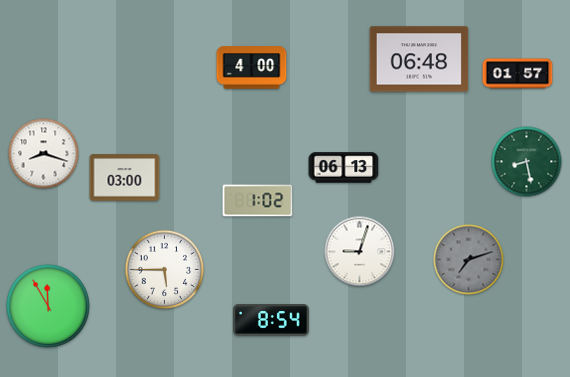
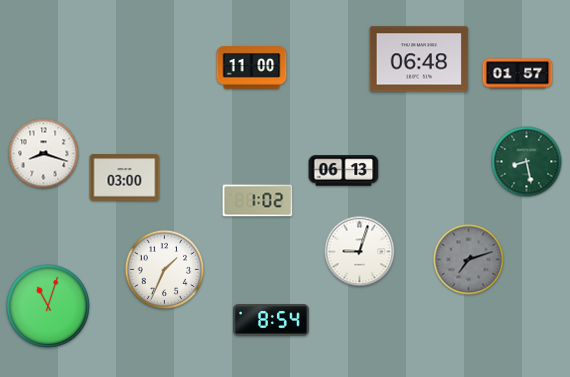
clock at (252, 68): 4:00 -> 11:00
clock at (344, 168) position: (344, 168) -> (344, 171)
clock at (165, 270): 5:45 -> 1:34
clock at (48, 306): 11:55 -> 11:03
